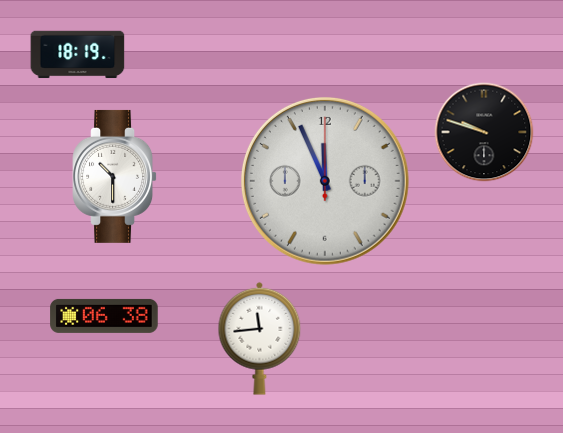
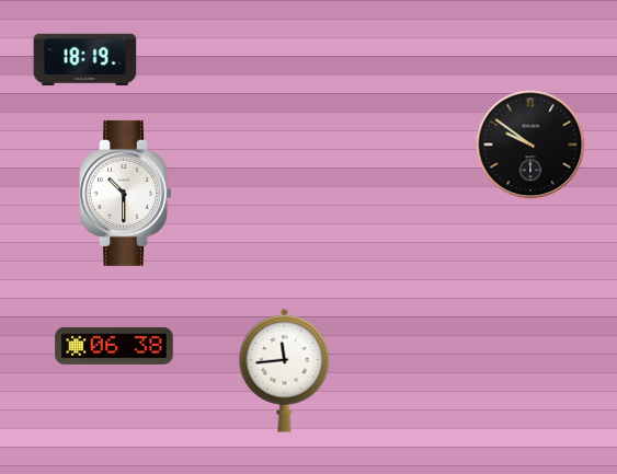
clock at (484, 132): 9:48 -> 9:51
clock at (325, 181): 11:56 -> none
